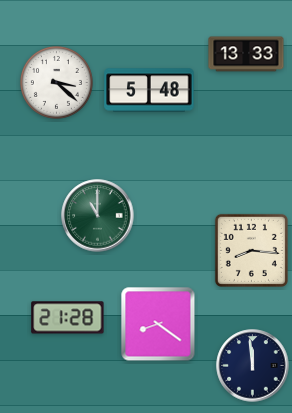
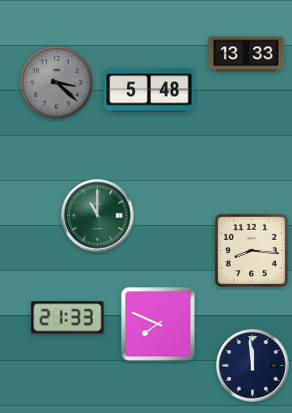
clock at (56, 82) dial: white -> grey
clock at (68, 318): 21:28 -> 21:33
clock at (158, 324): 8:21 -> 7:49
